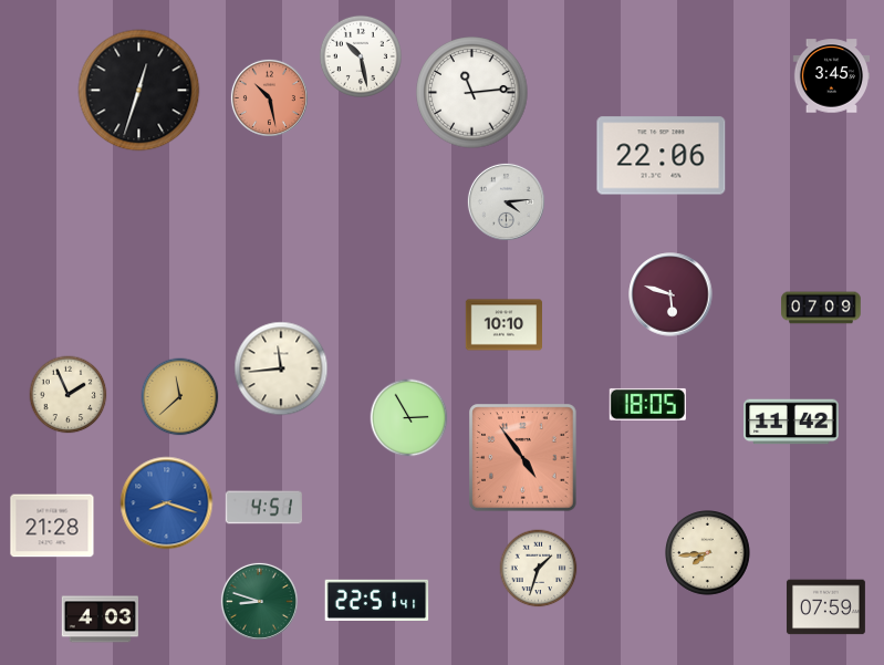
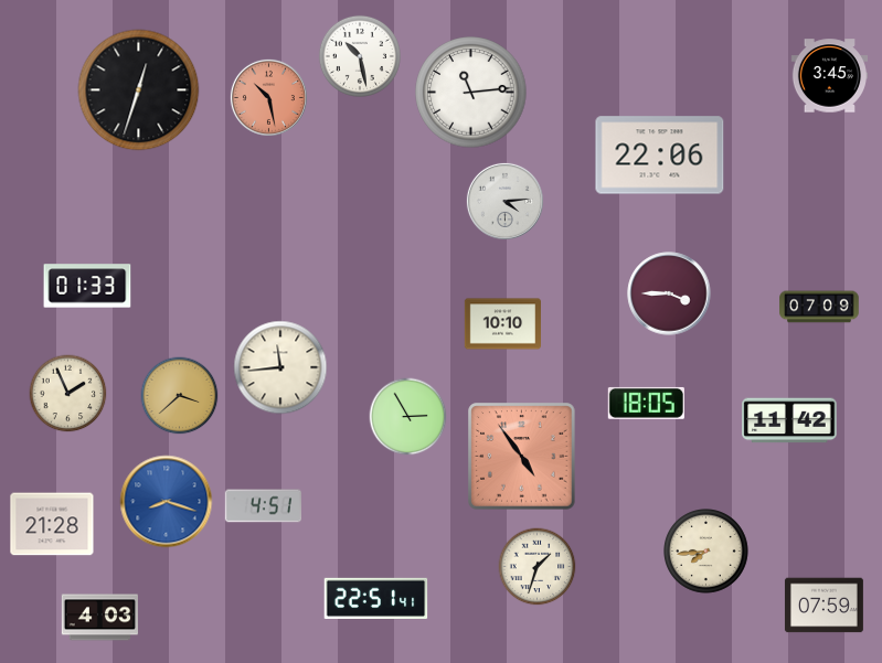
clock at (87, 286): none -> 01:33
clock at (670, 294): 5:48 -> 3:45
clock at (180, 397): 11:38 -> 3:38
clock at (259, 601): 8:48 -> none
